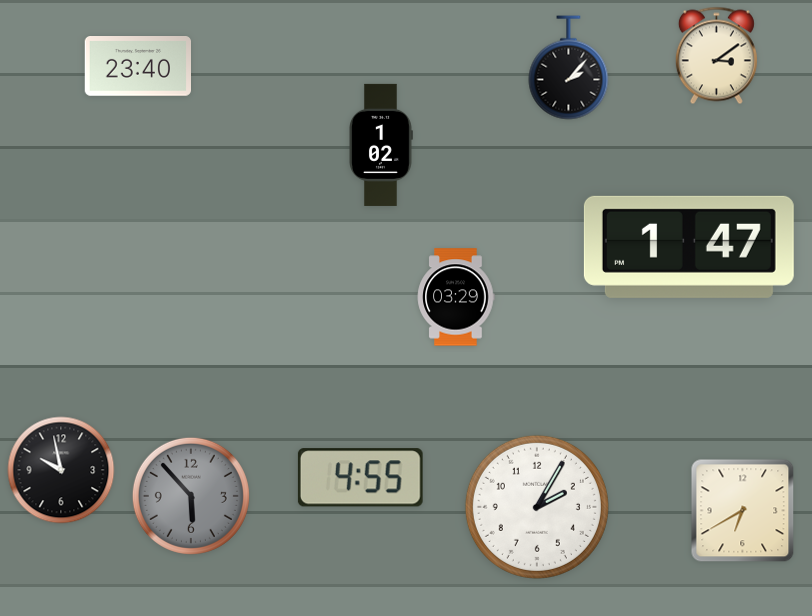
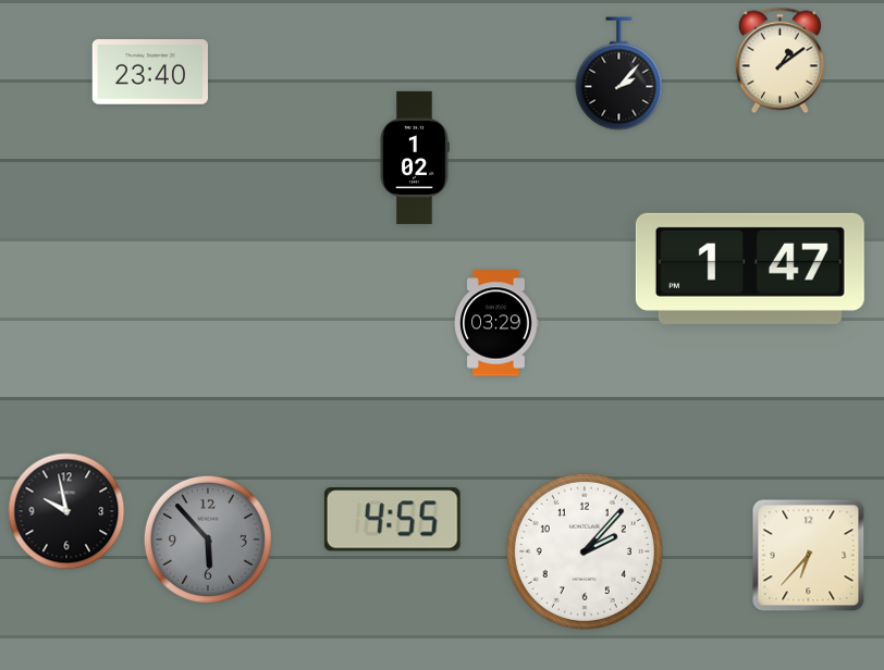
clock at (716, 56): 3:09 -> 1:09
clock at (537, 507): 2:05 -> 2:07
clock at (743, 511): 6:40 -> 6:37
